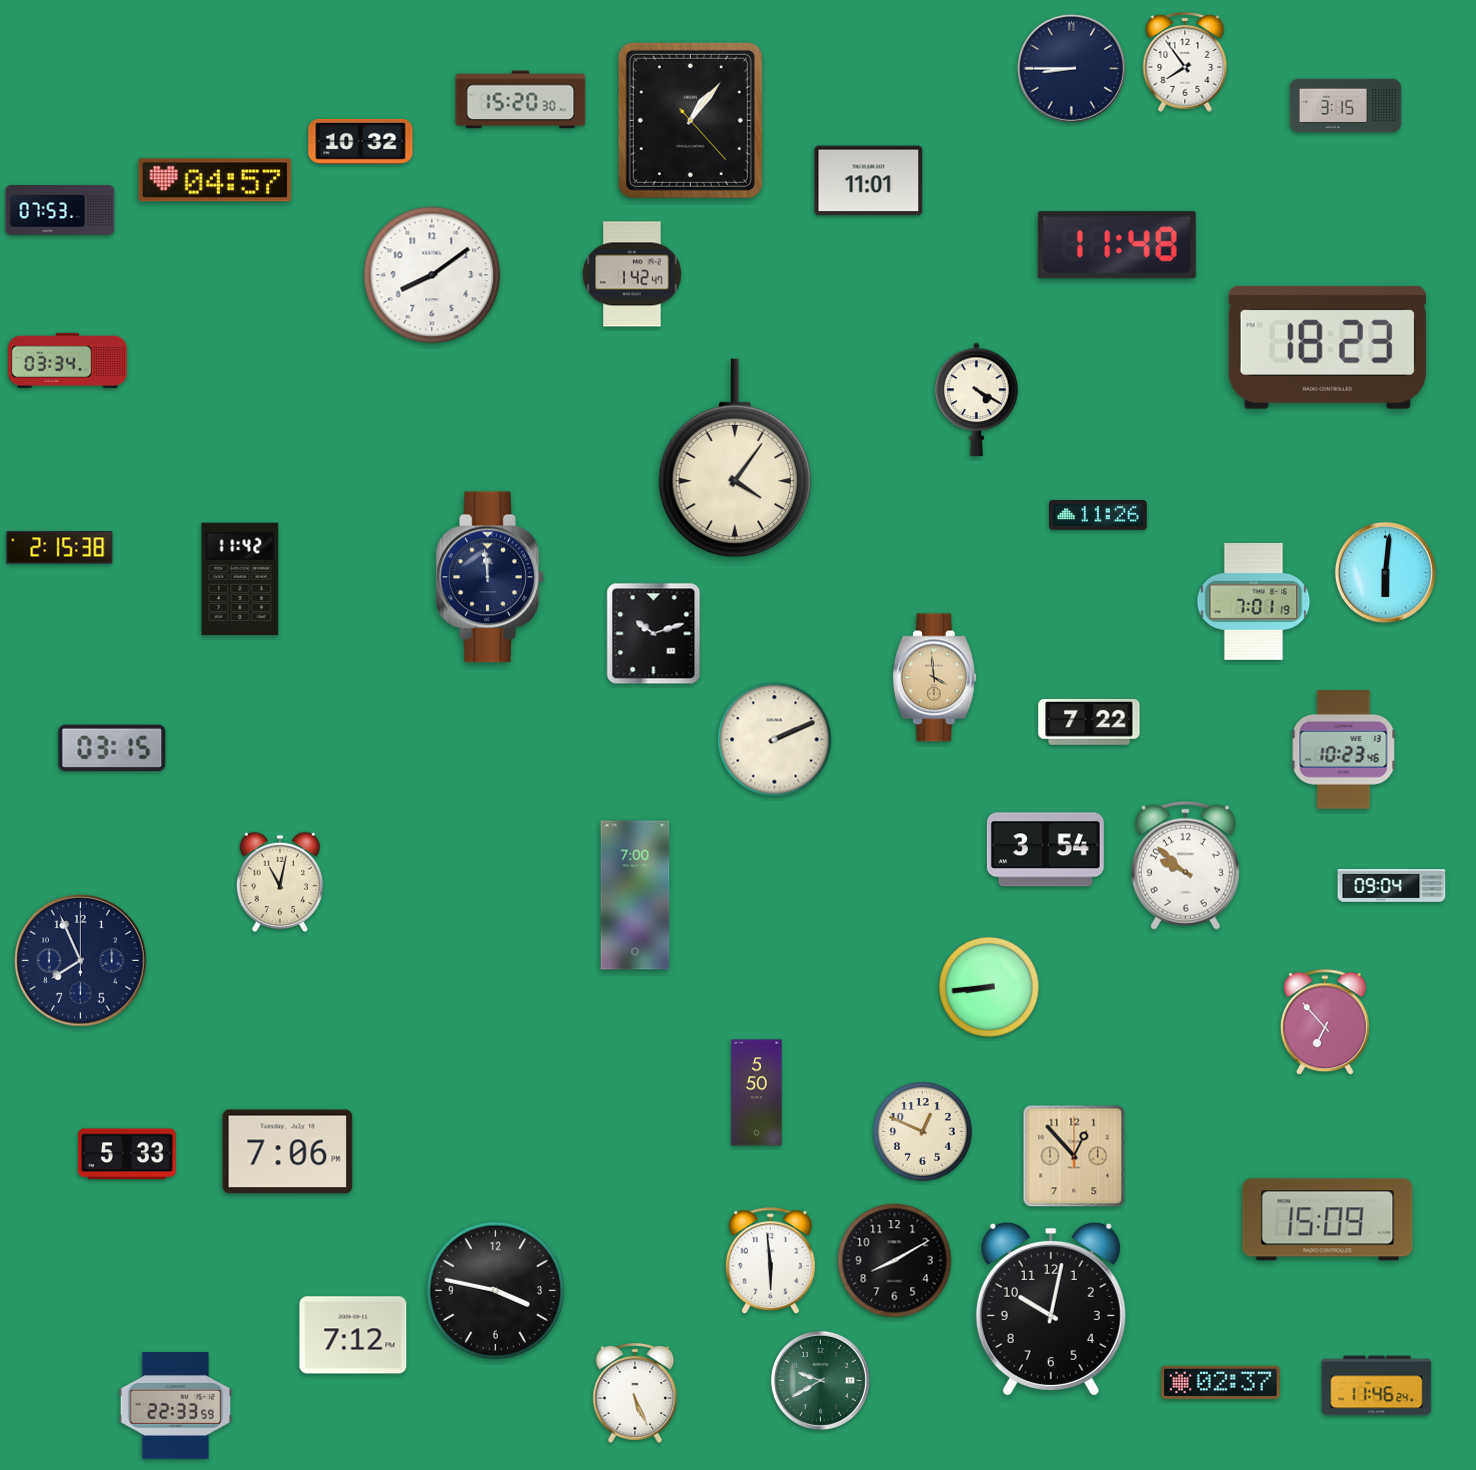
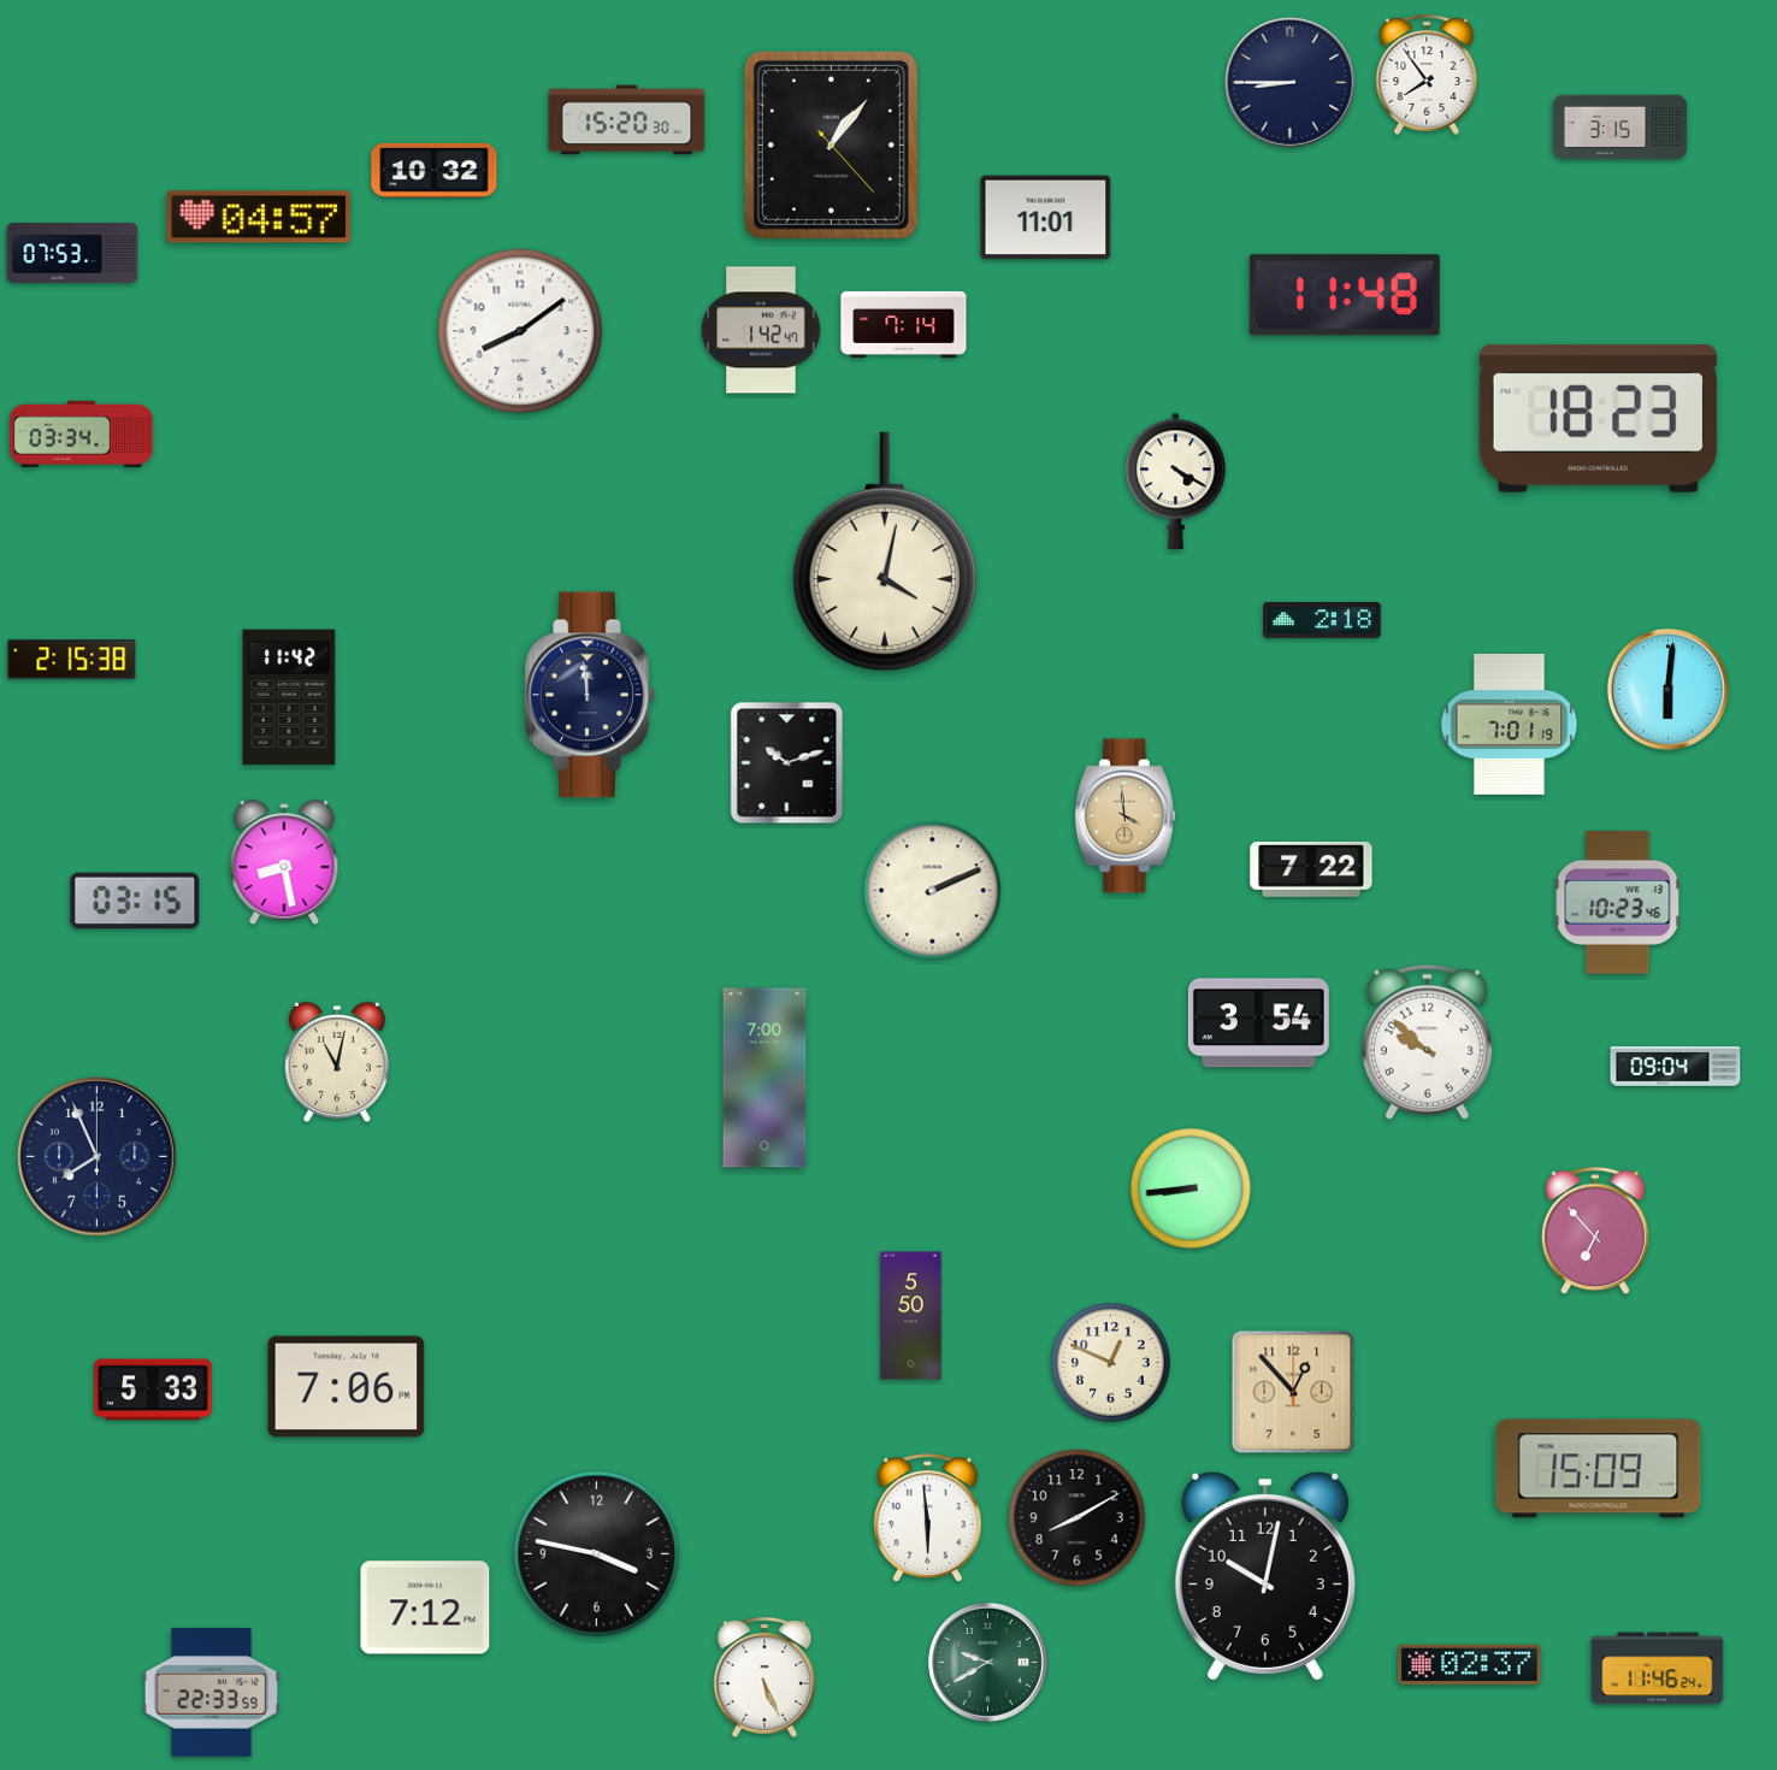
clock at (904, 324): none -> 7:14
clock at (735, 458): 4:06 -> 4:02
clock at (1098, 515): 11:26 -> 2:18
clock at (284, 863): none -> 8:28
